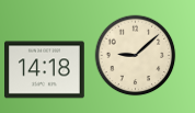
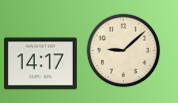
clock at (45, 70): 14:18 -> 14:17
